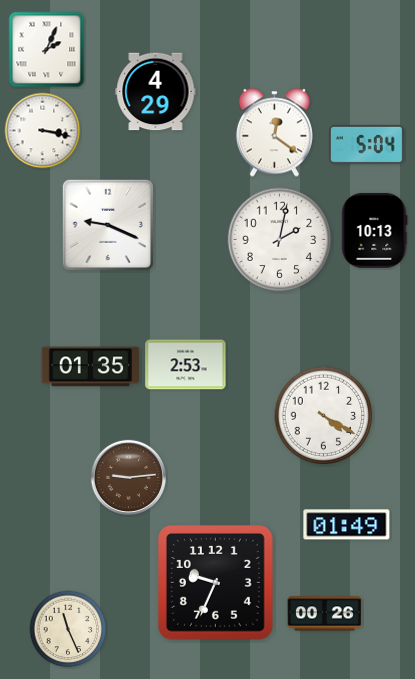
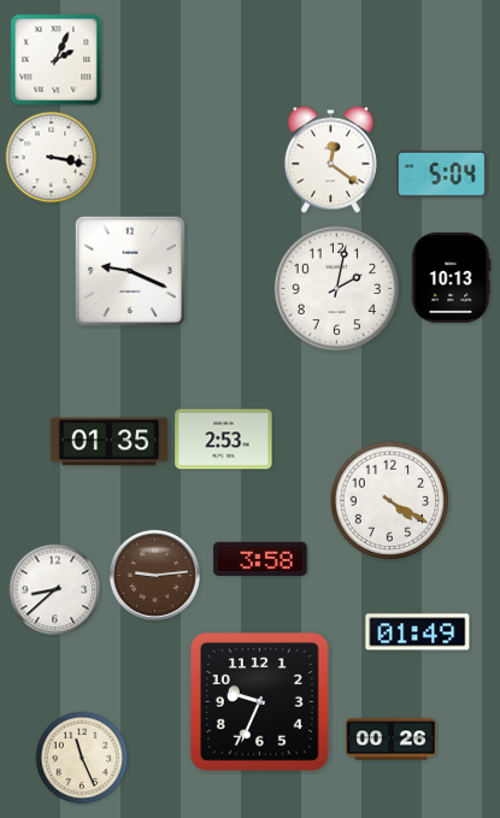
clock at (156, 92): 4:29 -> none
clock at (260, 558): none -> 3:58
clock at (55, 590): none -> 8:38
